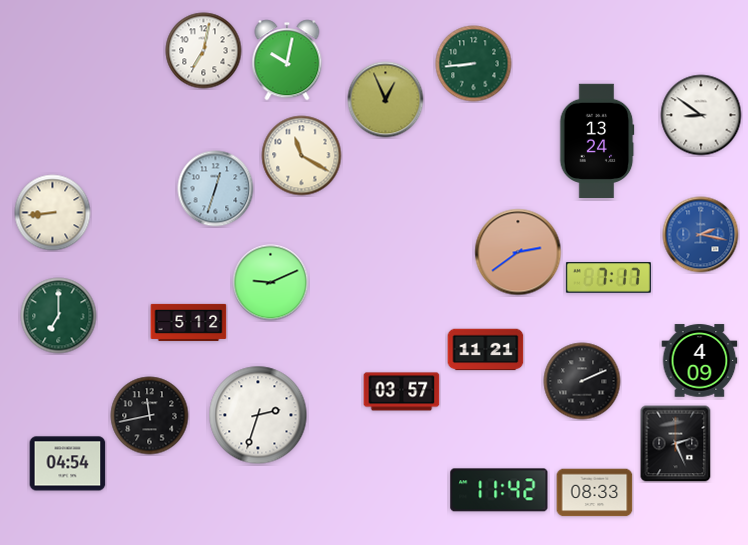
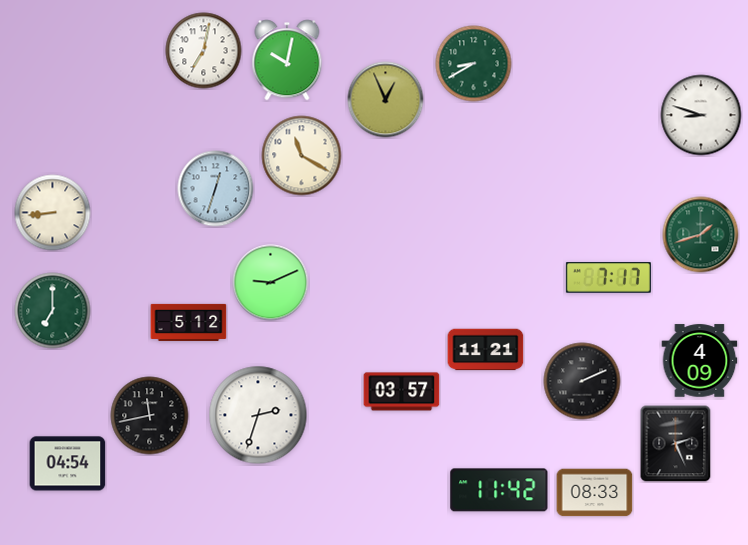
clock at (474, 64): 8:44 -> 8:40
clock at (701, 115): 8:51 -> 8:48
clock at (597, 140): 13:24 -> none
clock at (701, 235): 2:17 -> 1:42
clock at (701, 235) dial: blue -> green
clock at (518, 252): 2:39 -> none
clock at (59, 316) position: (59, 316) -> (53, 311)
